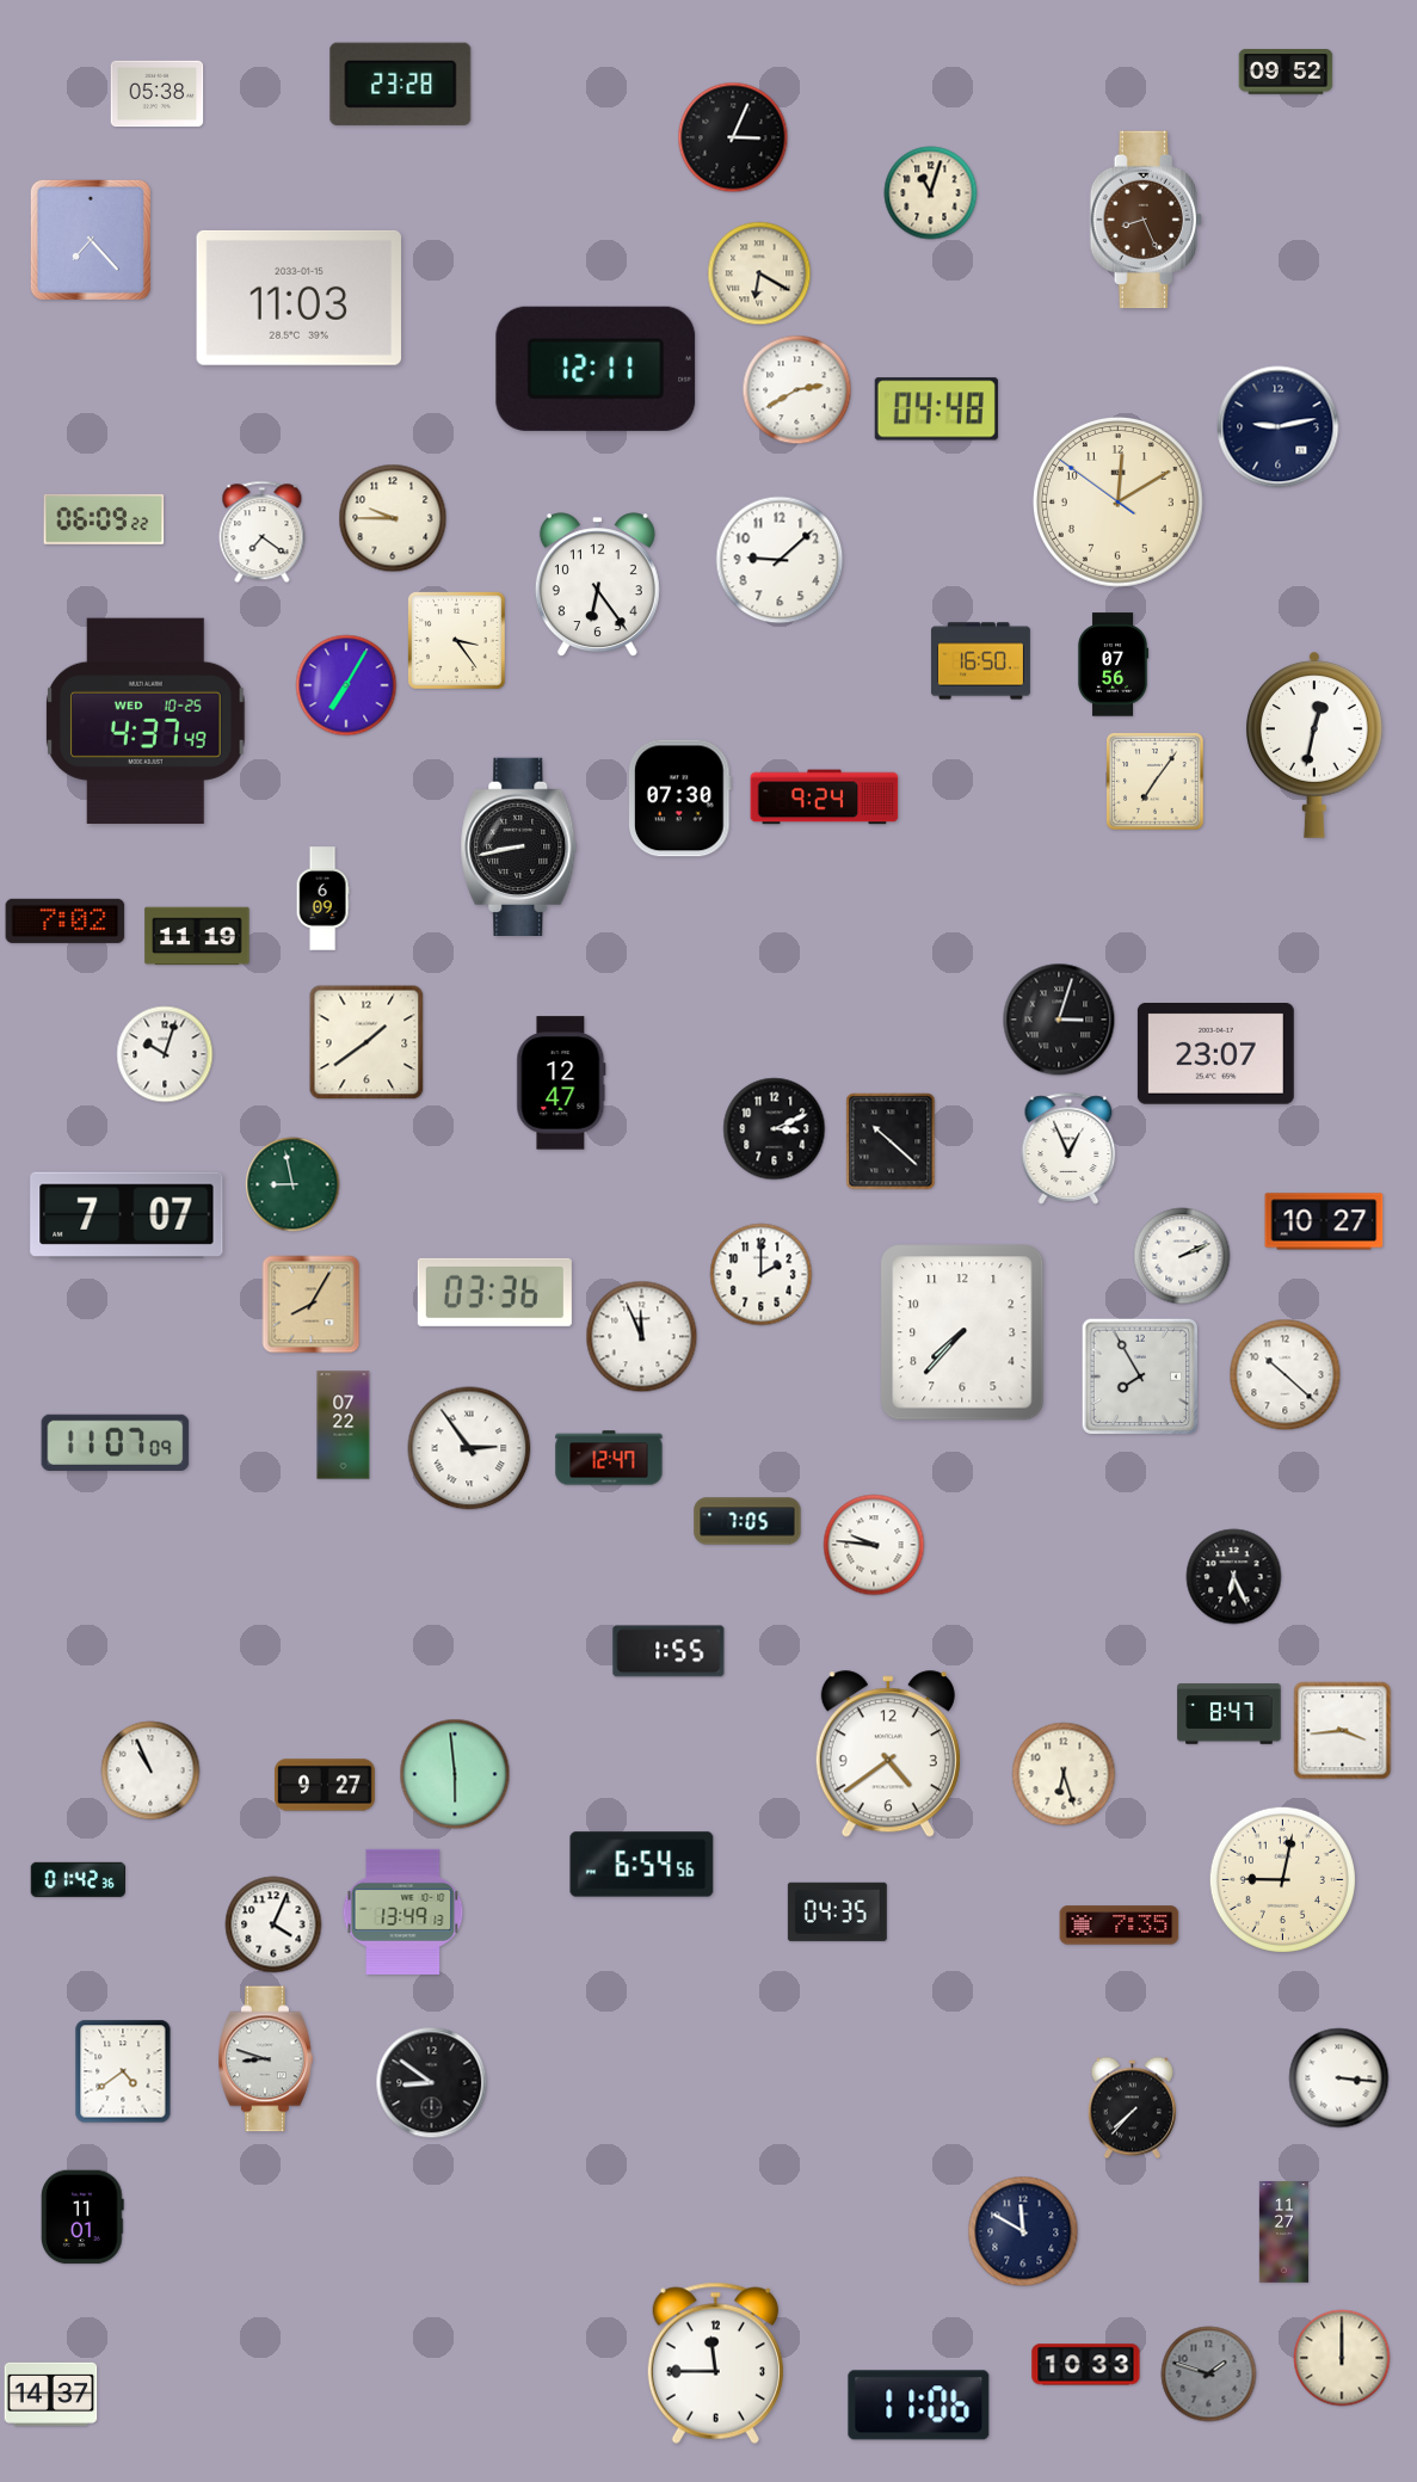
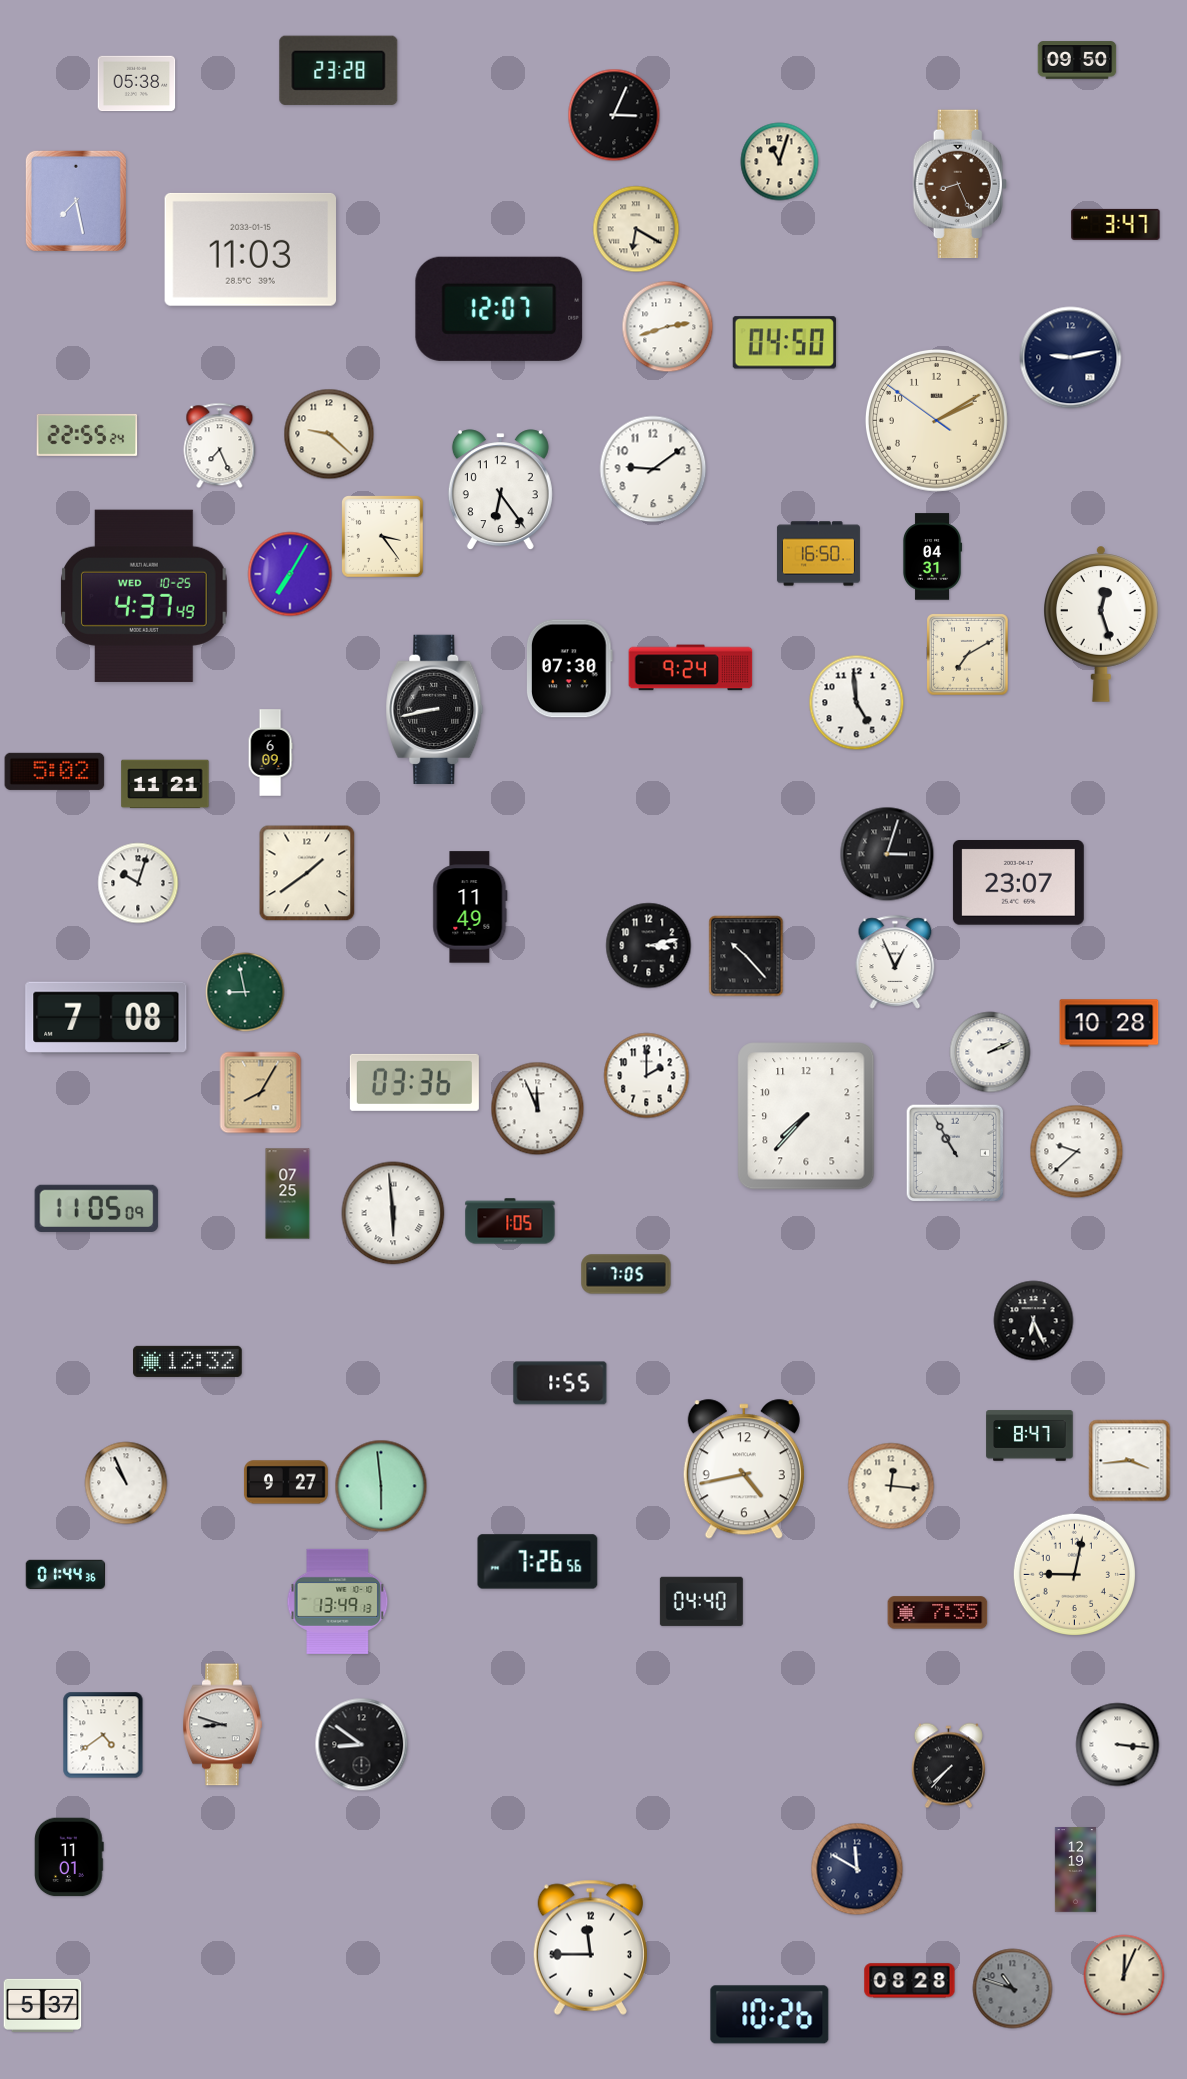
clock at (1286, 72): 09:52 -> 09:50
clock at (401, 84) position: (401, 84) -> (339, 70)
clock at (158, 94) position: (158, 94) -> (137, 84)
clock at (91, 240): 7:23 -> 7:28
clock at (1116, 224): none -> 3:47
clock at (596, 369): 12:11 -> 12:07
clock at (797, 390): 2:40 -> 2:42
clock at (936, 409): 04:48 -> 04:50
clock at (1117, 501): 12:09 -> 2:09
clock at (393, 518): 9:45 -> 9:22
clock at (104, 519): 06:09 -> 22:55
clock at (263, 532): 7:21 -> 7:26
clock at (780, 560): 9:08 -> 9:09
clock at (980, 661) position: (980, 661) -> (818, 554)
clock at (1113, 665): 07:56 -> 04:31
clock at (147, 721) position: (147, 721) -> (145, 596)
clock at (1316, 745): 12:32 -> 12:27
clock at (1156, 782): 7:06 -> 7:10
clock at (857, 703): none -> 4:59
clock at (66, 920): 7:02 -> 5:02
clock at (197, 936): 11:19 -> 11:21
clock at (561, 1083): 12:47 -> 11:49
clock at (775, 1129): 3:11 -> 3:13
clock at (891, 1141): 10:22 -> 10:23
clock at (127, 1214): 7:07 -> 7:08
clock at (1324, 1221): 10:27 -> 10:28
clock at (762, 1275) position: (762, 1275) -> (647, 1076)
clock at (642, 1337) position: (642, 1337) -> (538, 1109)
clock at (1286, 1375): 10:22 -> 9:38
clock at (1140, 1377): 7:55 -> 10:55
clock at (344, 1425): 07:22 -> 07:25
clock at (116, 1442): 11:07 -> 11:05
clock at (469, 1448): 2:54 -> 5:59
clock at (609, 1458): 12:47 -> 1:05
clock at (874, 1545): 9:46 -> none
clock at (188, 1361): none -> 12:32
clock at (1343, 1731) position: (1343, 1731) -> (1130, 1461)
clock at (888, 1755): 4:39 -> 4:43
clock at (1064, 1774): 6:27 -> 12:16
clock at (325, 1785) position: (325, 1785) -> (286, 1482)
clock at (642, 1865): 6:54 -> 7:26
clock at (78, 1879): 01:42 -> 01:44
clock at (837, 1911): 04:35 -> 04:40
clock at (273, 1924): 4:04 -> none
clock at (1339, 2078) position: (1339, 2078) -> (1118, 1745)
clock at (1283, 2232): 11:27 -> 12:19
clock at (1342, 2358): 12:00 -> 12:04
clock at (715, 2363) position: (715, 2363) -> (590, 1947)
clock at (1086, 2365): 10:33 -> 08:28
clock at (1209, 2375): 1:48 -> 10:48
clock at (51, 2394): 14:37 -> 5:37
clock at (919, 2406): 11:06 -> 10:26
